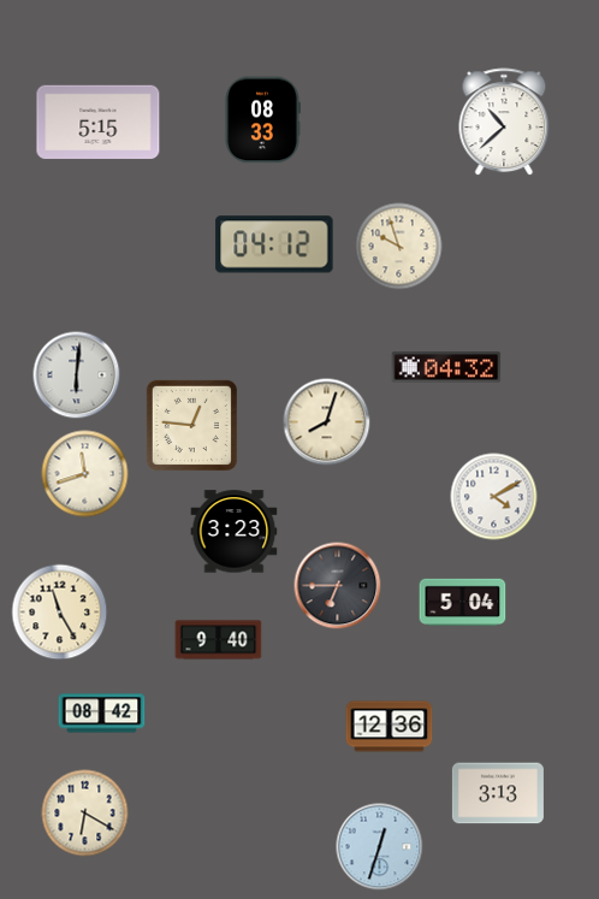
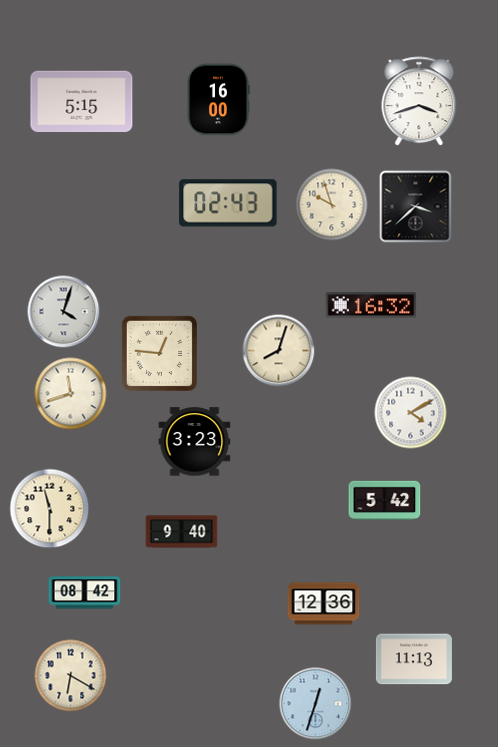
clock at (262, 120): 08:33 -> 16:00
clock at (504, 123): 10:38 -> 3:42
clock at (274, 244): 04:12 -> 02:43
clock at (416, 207): none -> 3:38
clock at (446, 367): 04:32 -> 16:32
clock at (77, 375): 6:01 -> 4:03
clock at (327, 422) position: (327, 422) -> (279, 351)
clock at (338, 586): 6:45 -> none
clock at (463, 602): 5:04 -> 5:42
clock at (60, 613): 11:25 -> 11:30
clock at (498, 793): 3:13 -> 11:13
